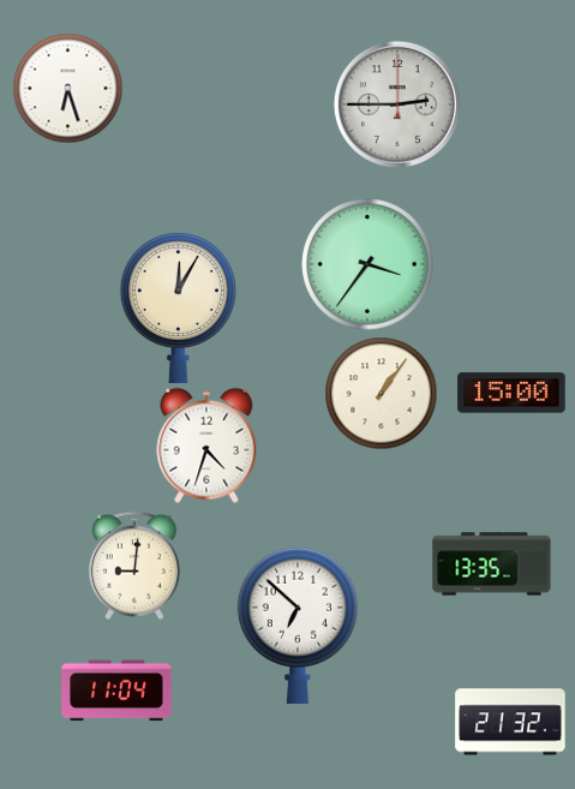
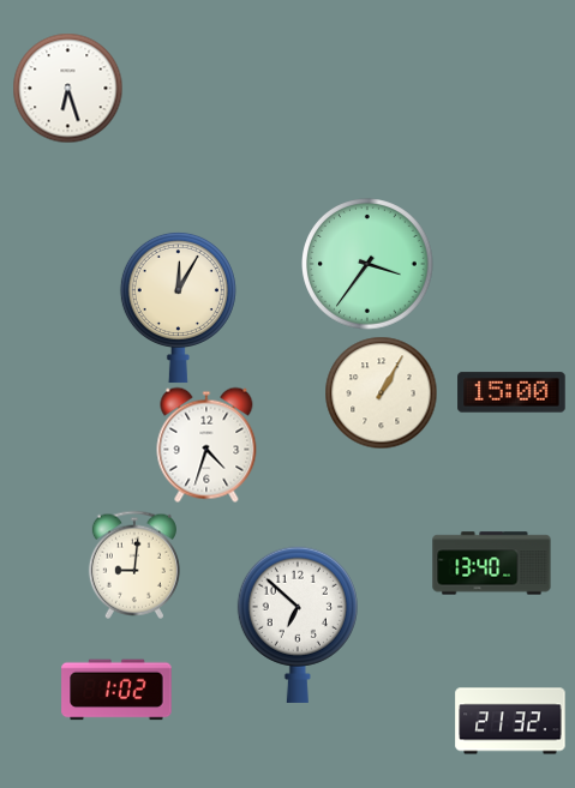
clock at (397, 104): 2:45 -> none
clock at (381, 393): 1:06 -> 1:05
clock at (492, 564): 13:35 -> 13:40
clock at (116, 691): 11:04 -> 1:02
